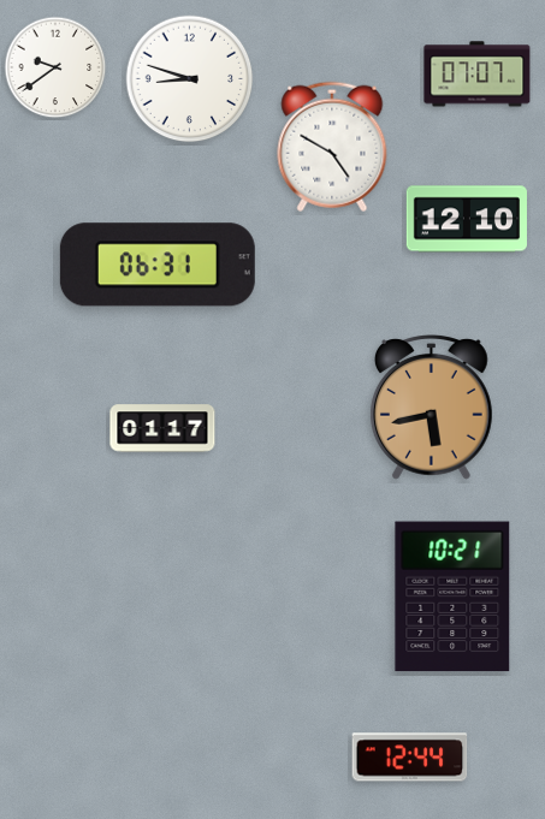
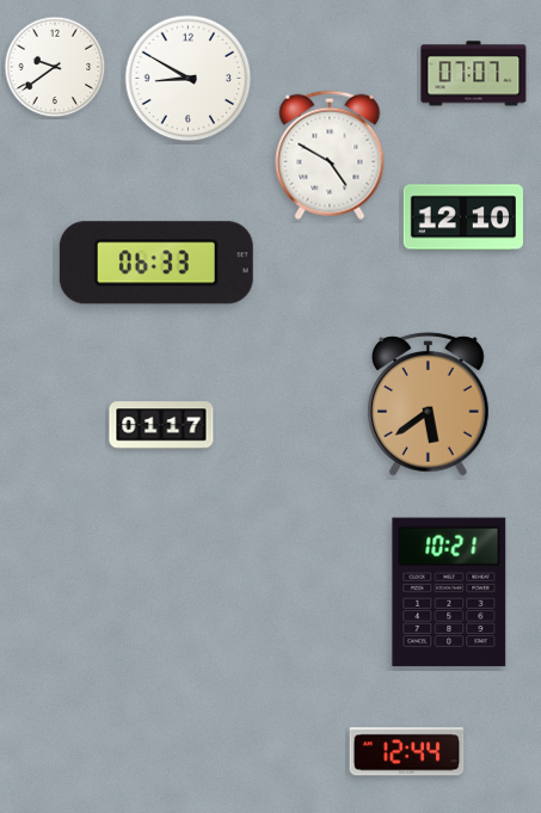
clock at (190, 79): 8:48 -> 8:50
clock at (332, 147) position: (332, 147) -> (330, 155)
clock at (158, 265): 06:31 -> 06:33
clock at (432, 408): 5:43 -> 5:39
